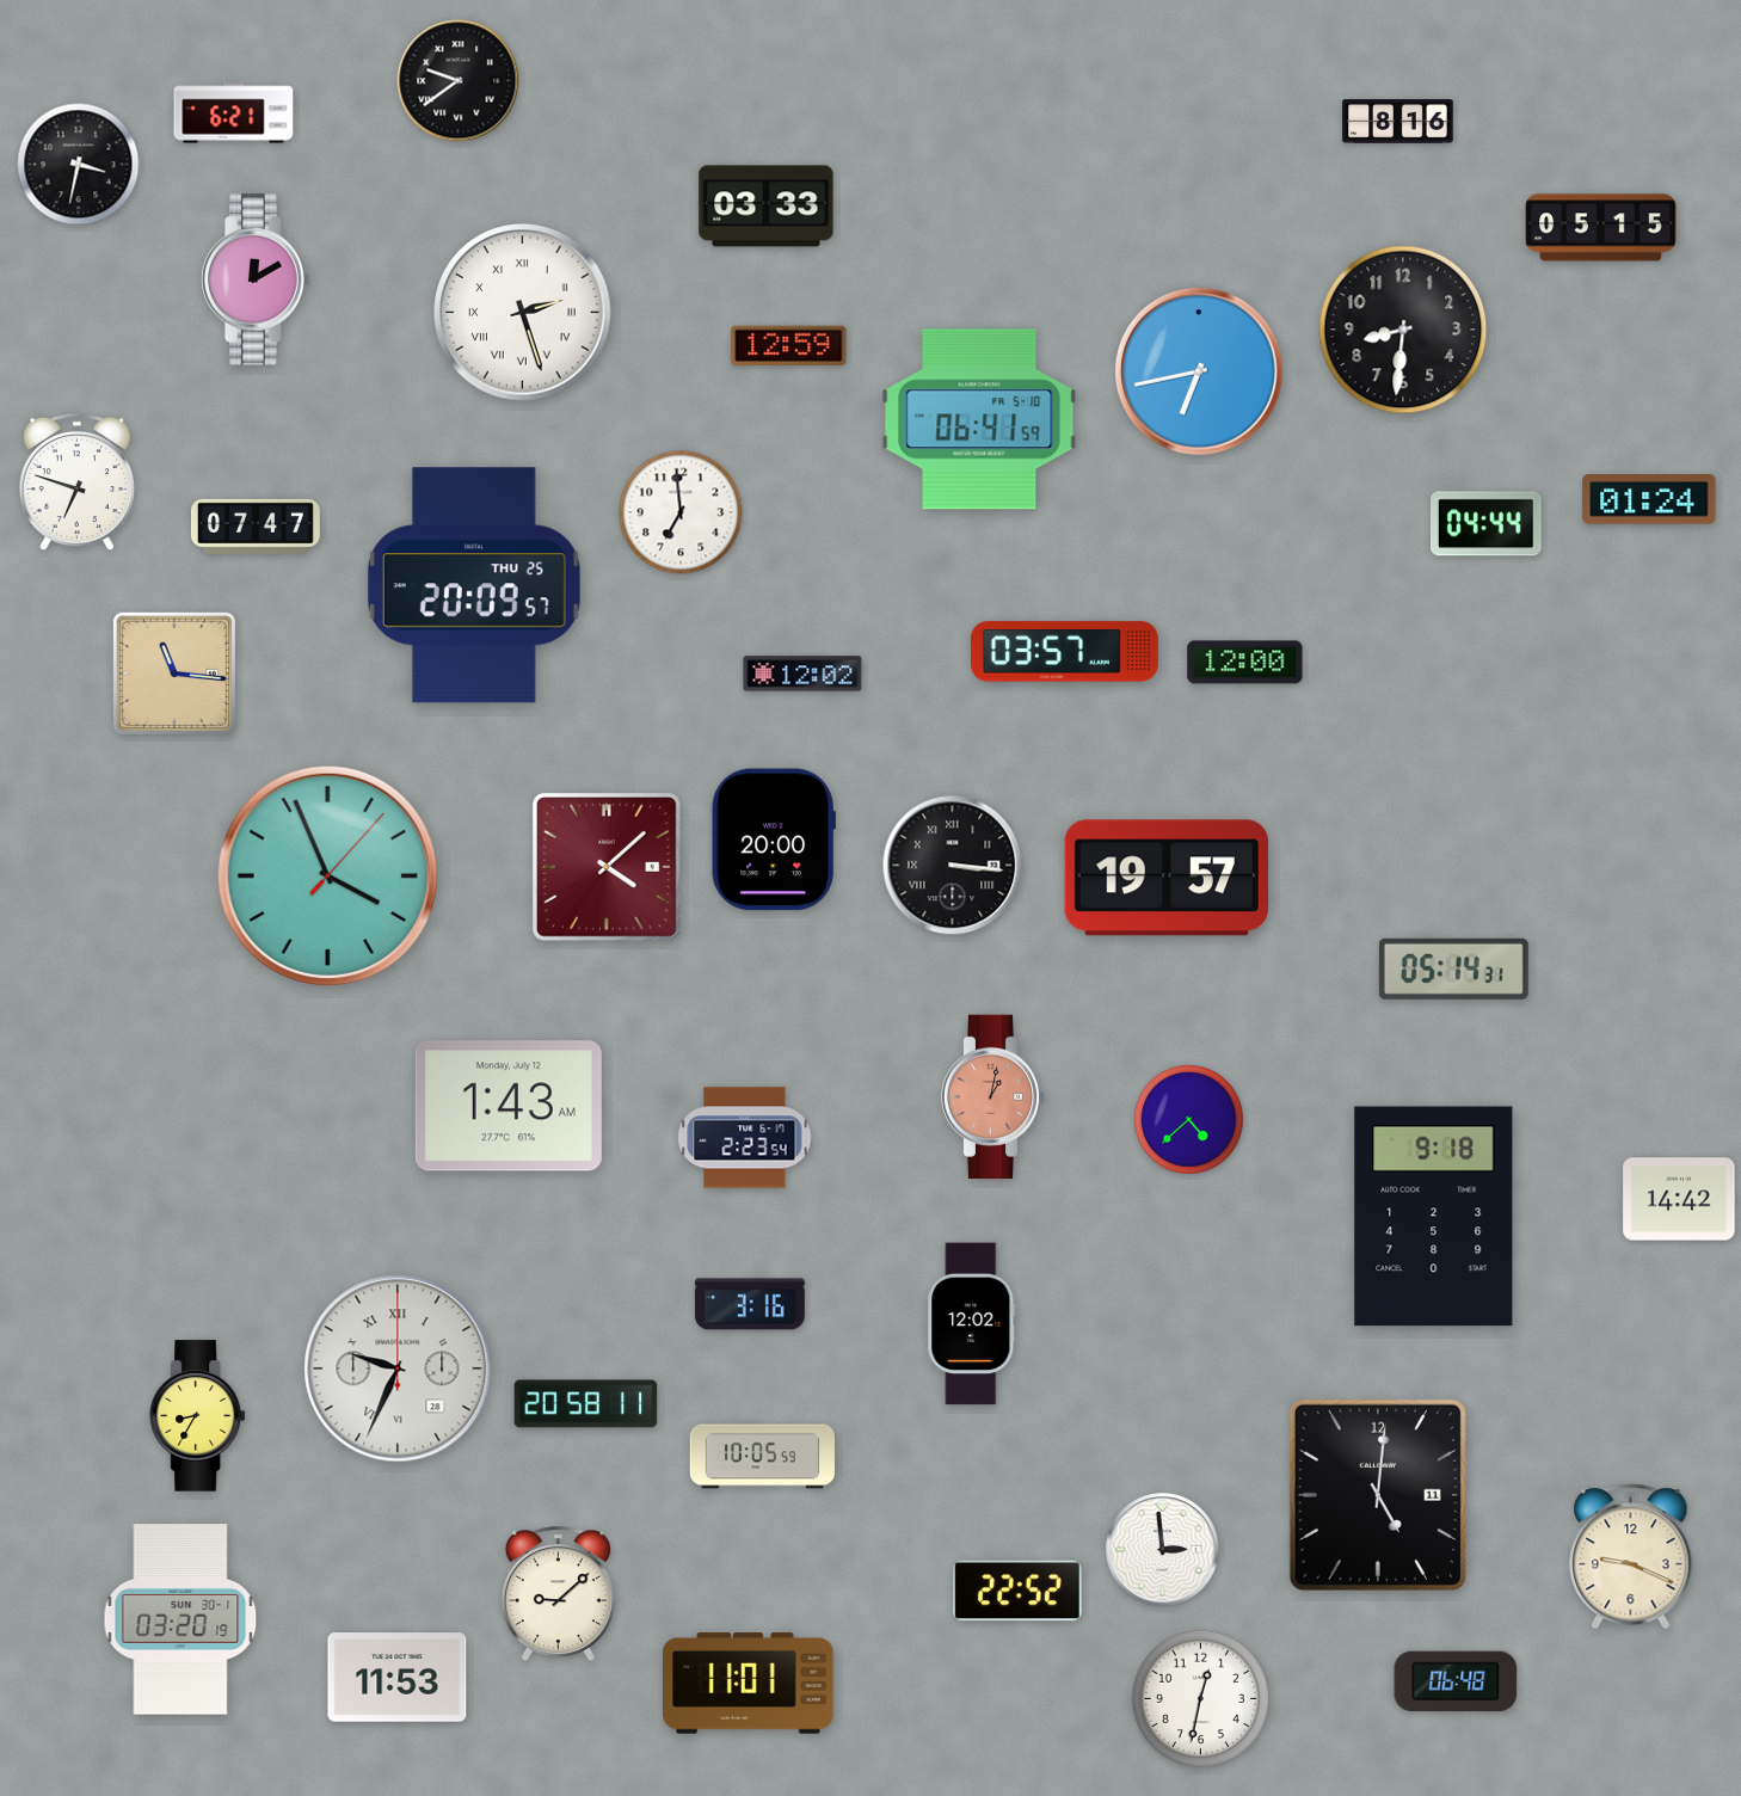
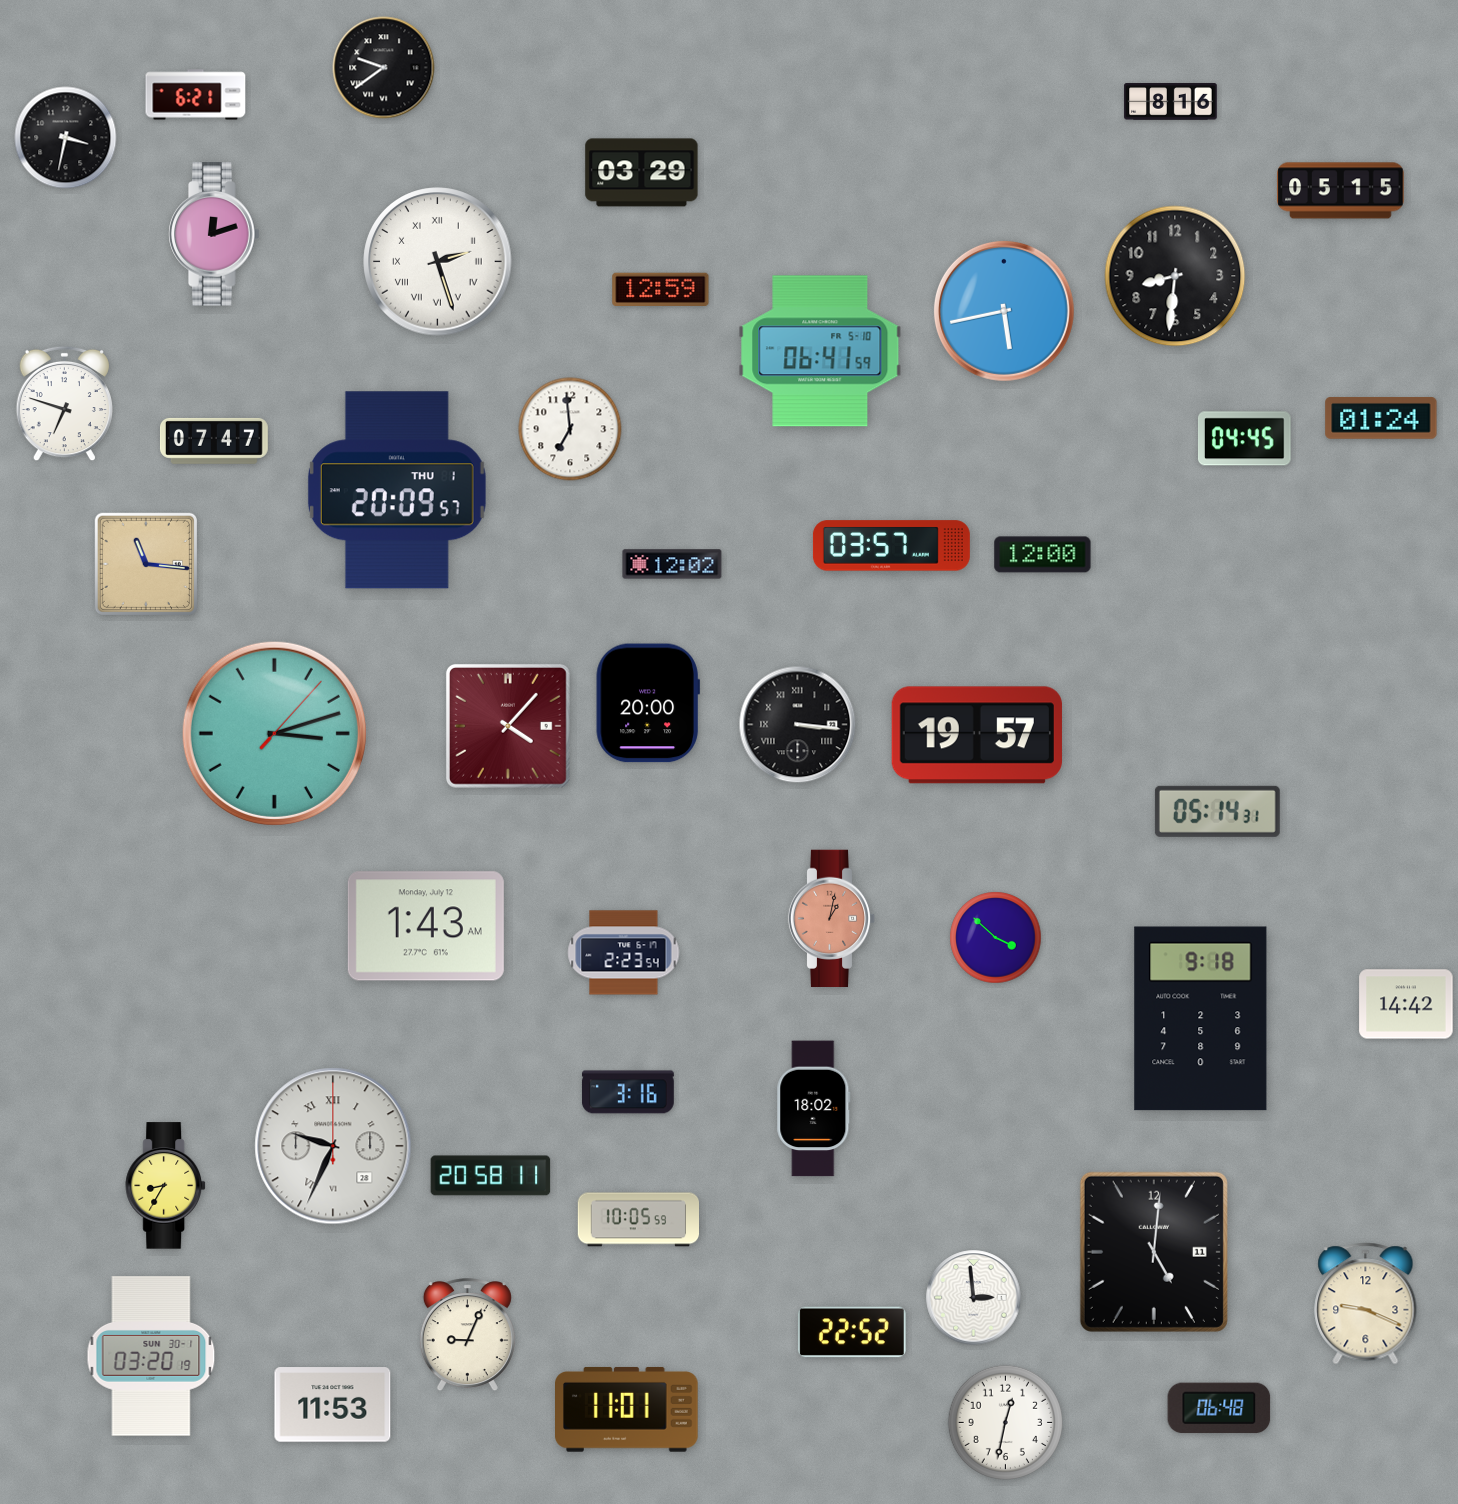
clock at (767, 207): 03:33 -> 03:29
clock at (256, 279): 12:10 -> 12:12
clock at (1199, 371): 6:43 -> 5:43
clock at (1485, 524): 04:44 -> 04:45
clock at (474, 585) date: THU 25 -> THU 1
clock at (607, 867): 4:08 -> 4:07
clock at (327, 875): 3:56 -> 3:12
clock at (1189, 1120): 4:38 -> 3:52
clock at (972, 1324): 12:02 -> 18:02
clock at (558, 1594): 9:08 -> 9:04
